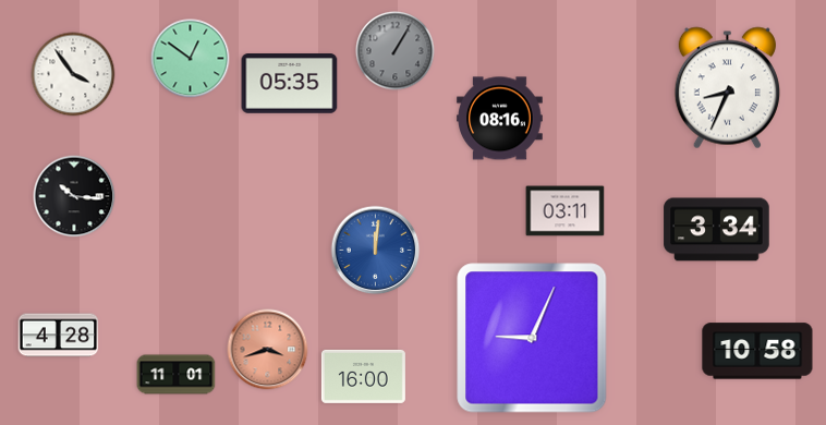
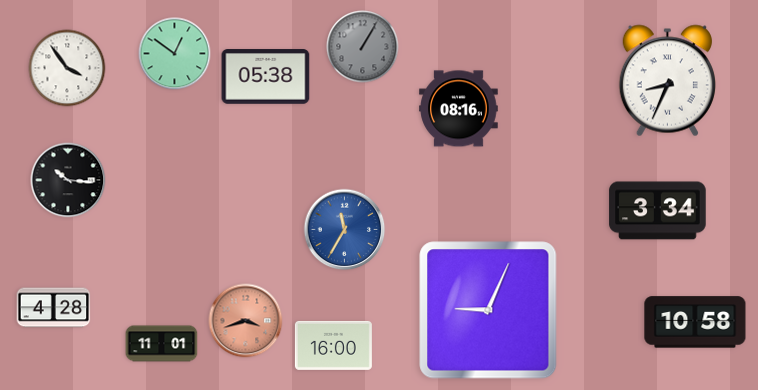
clock at (290, 84): 05:35 -> 05:38
clock at (566, 211): 03:11 -> none
clock at (376, 251): 12:01 -> 11:35
